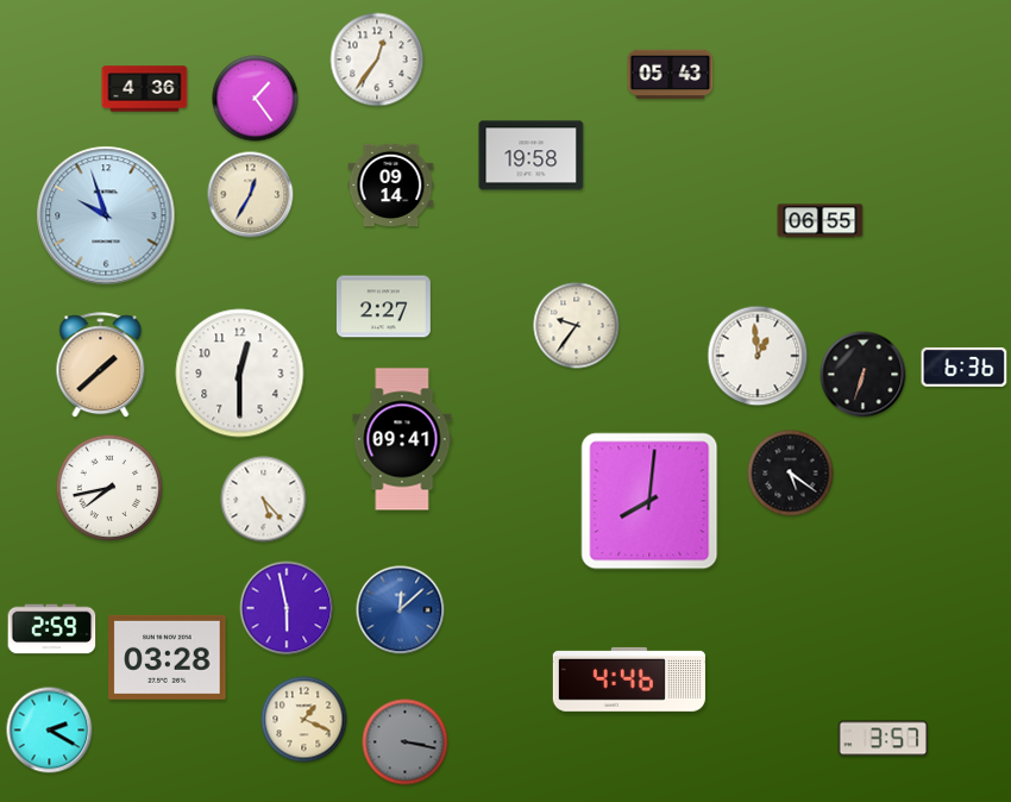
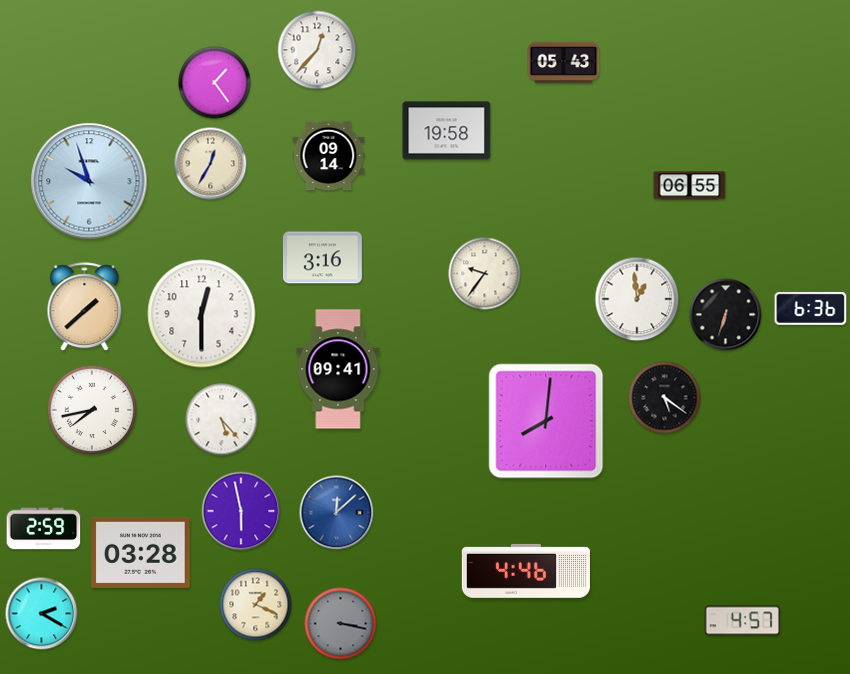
clock at (377, 59): 12:36 -> 12:37
clock at (145, 89): 4:36 -> none
clock at (383, 307): 2:27 -> 3:16
clock at (629, 679) position: (629, 679) -> (526, 571)
clock at (884, 739): 3:57 -> 4:57
